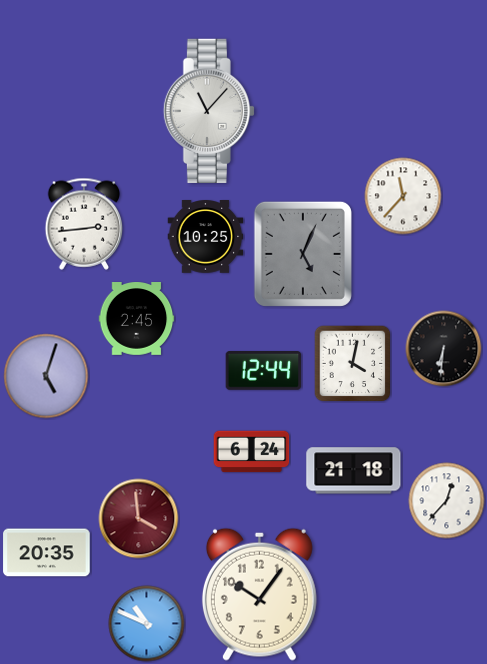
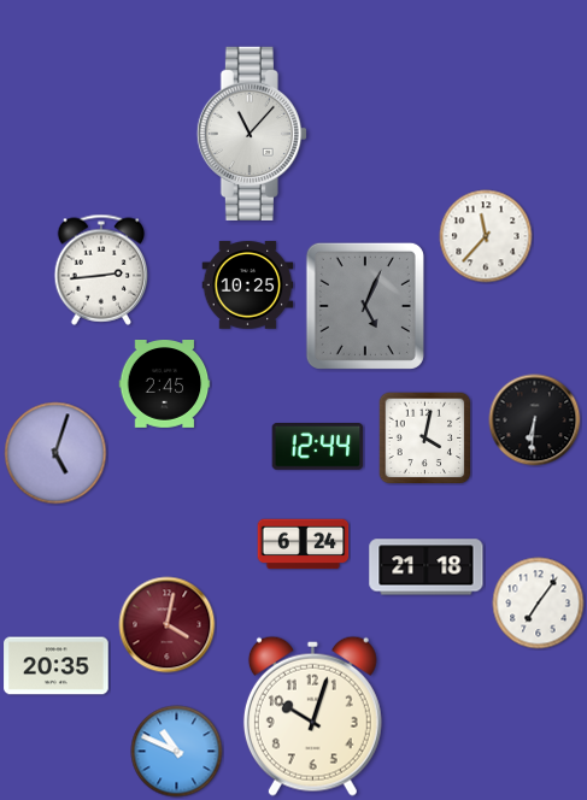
clock at (447, 501): 12:37 -> 7:06
clock at (139, 519): 3:59 -> 4:02
clock at (259, 594): 10:06 -> 10:03
